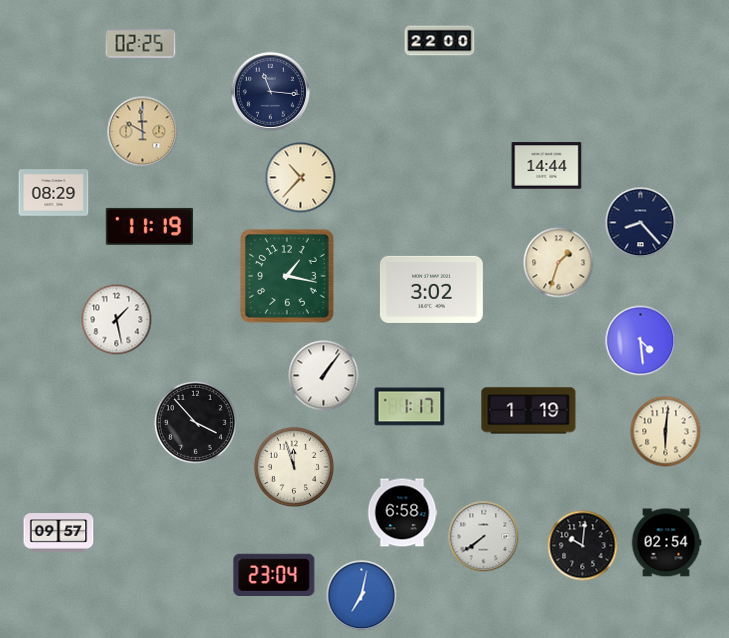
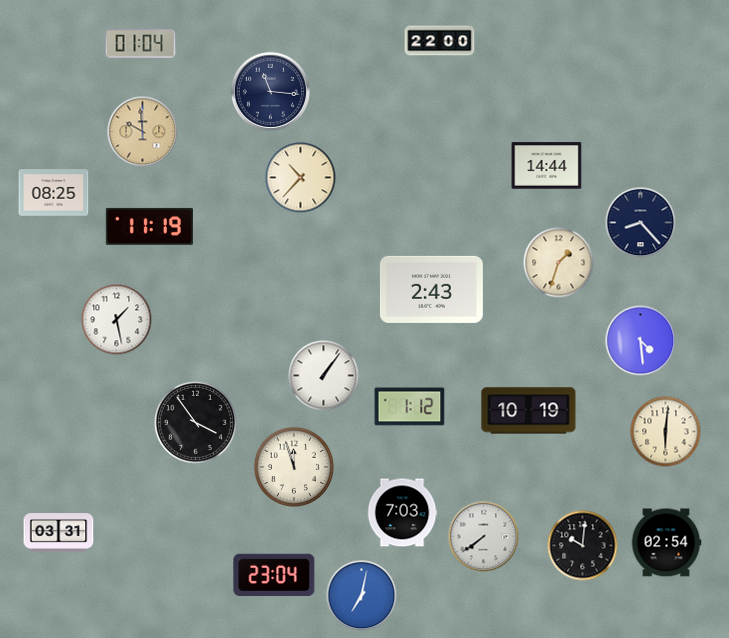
clock at (141, 44): 02:25 -> 01:04
clock at (54, 193): 08:29 -> 08:25
clock at (288, 277): 1:17 -> none
clock at (431, 289): 3:02 -> 2:43
clock at (410, 407): 1:17 -> 1:12
clock at (529, 411): 1:19 -> 10:19
clock at (195, 422): 3:53 -> 3:54
clock at (402, 513): 6:58 -> 7:03
clock at (59, 533): 09:57 -> 03:31
